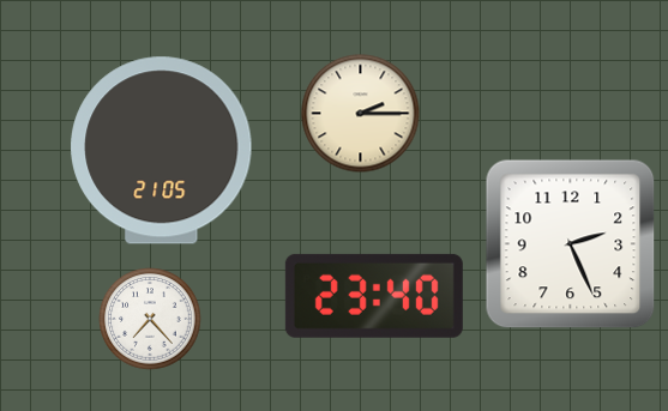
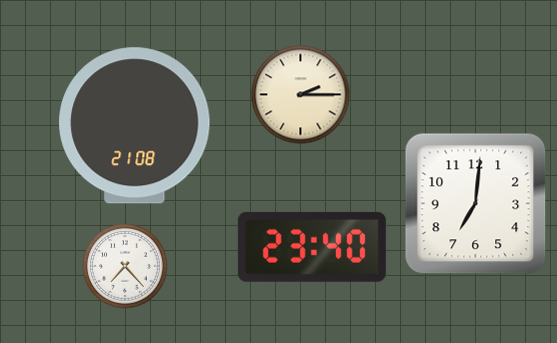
clock at (162, 151): 21:05 -> 21:08
clock at (571, 244): 2:26 -> 7:01
